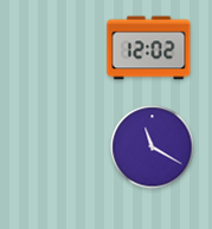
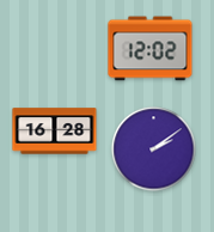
clock at (55, 132): none -> 16:28
clock at (153, 148): 11:20 -> 2:09
